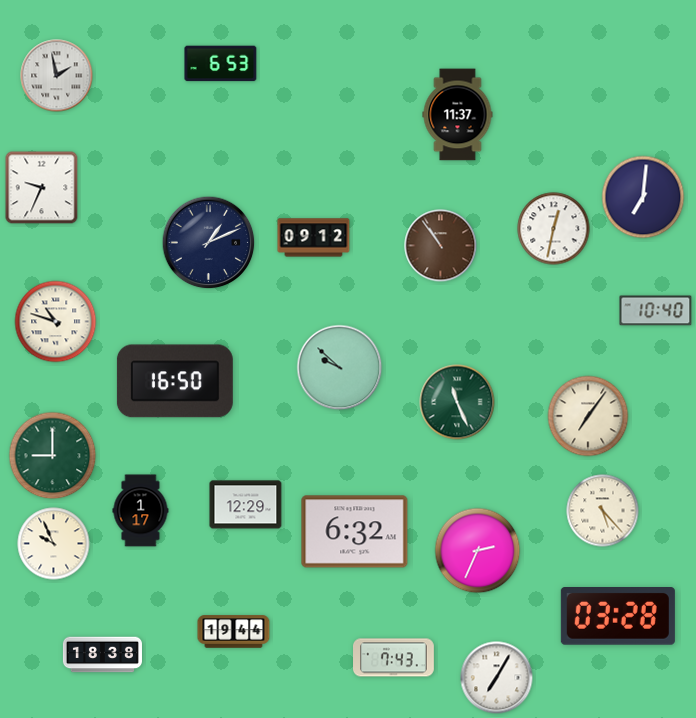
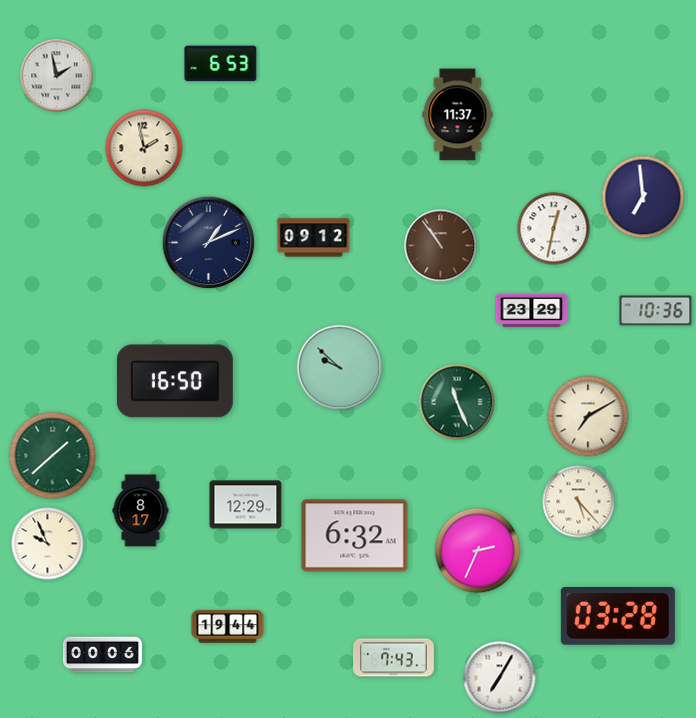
clock at (144, 148): none -> 1:58
clock at (42, 188): 9:34 -> none
clock at (643, 197): 7:01 -> 6:59
clock at (532, 311): none -> 23:29
clock at (656, 311): 10:40 -> 10:36
clock at (56, 322): 10:48 -> none
clock at (588, 416): 7:06 -> 7:10
clock at (53, 456): 9:00 -> 1:38
clock at (141, 511): 1:17 -> 8:17
clock at (603, 511) position: (603, 511) -> (579, 502)
clock at (355, 532) position: (355, 532) -> (355, 536)
clock at (54, 544) position: (54, 544) -> (48, 544)
clock at (234, 632) position: (234, 632) -> (228, 627)
clock at (102, 655): 18:38 -> 00:06
clock at (497, 678) position: (497, 678) -> (500, 678)
